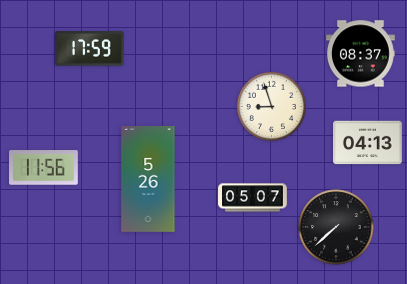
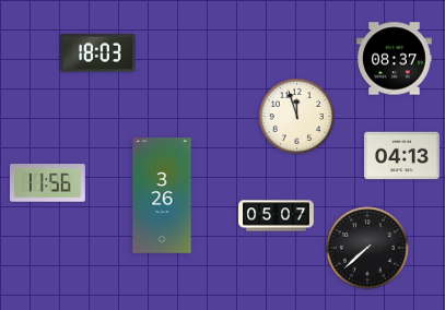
clock at (90, 49): 17:59 -> 18:03
clock at (271, 106): 8:57 -> 11:57
clock at (148, 180): 5:26 -> 3:26
